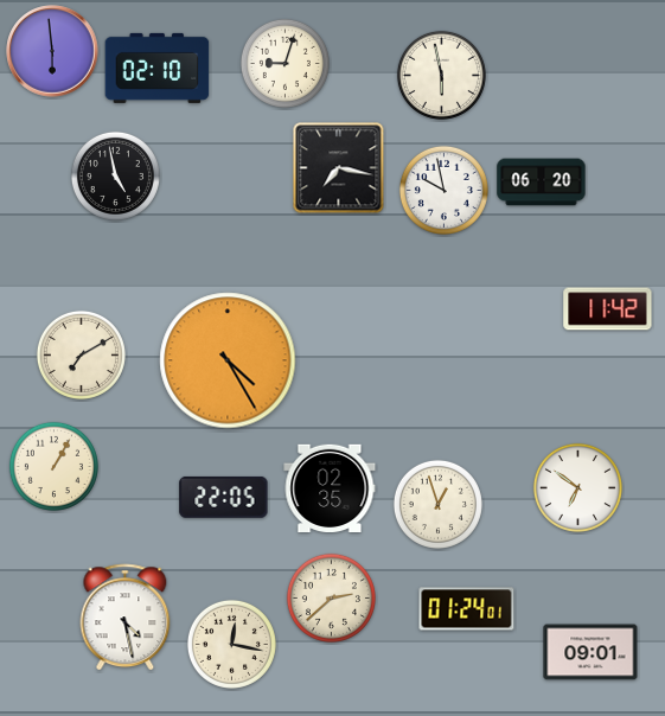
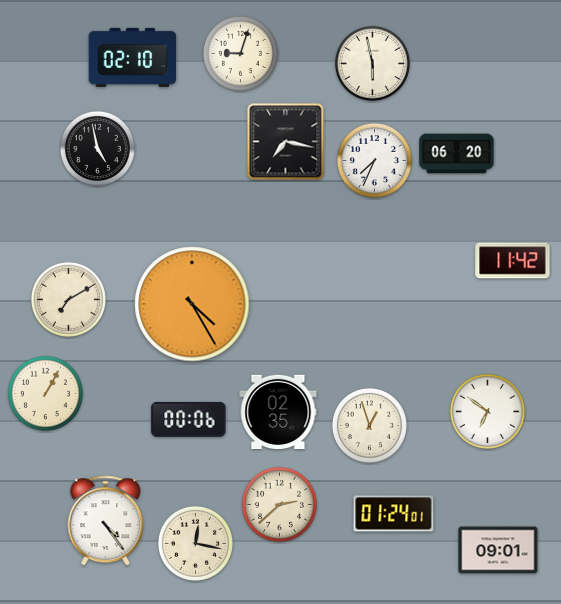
clock at (52, 51): 5:59 -> none
clock at (443, 190): 9:58 -> 7:34
clock at (224, 497): 22:05 -> 00:06
clock at (126, 618): 4:28 -> 4:24
